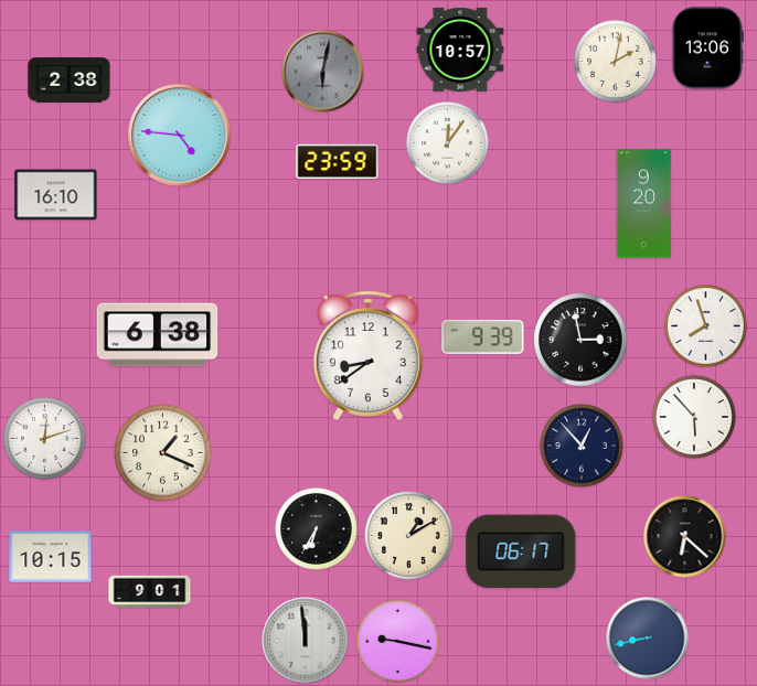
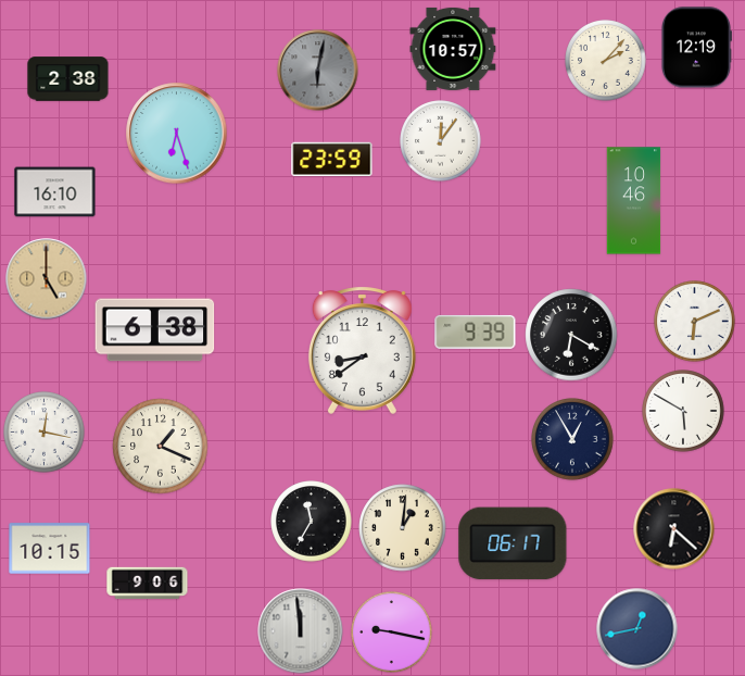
clock at (707, 49): 13:06 -> 12:19
clock at (616, 62): 2:02 -> 2:07
clock at (180, 136): 4:46 -> 6:27
clock at (644, 204): 9:20 -> 10:46
clock at (47, 279): none -> 5:00
clock at (706, 326): 7:57 -> 6:11
clock at (580, 340): 2:58 -> 6:20
clock at (694, 417): 5:53 -> 5:50
clock at (45, 439): 12:12 -> 12:17
clock at (582, 446): 12:53 -> 12:55
clock at (317, 529): 6:35 -> 11:35
clock at (409, 536): 1:10 -> 1:01
clock at (150, 592): 9:01 -> 9:06
clock at (648, 639): 8:43 -> 12:43
